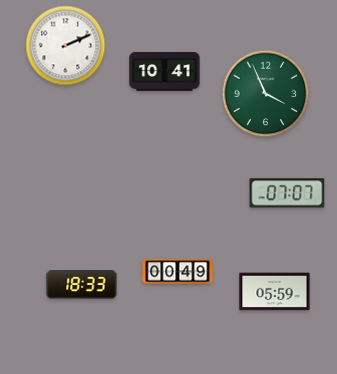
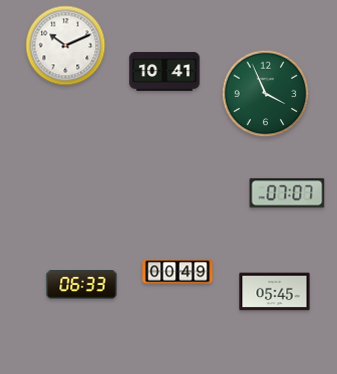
clock at (66, 46): 2:11 -> 10:11
clock at (82, 285): 18:33 -> 06:33
clock at (275, 292): 05:59 -> 05:45
